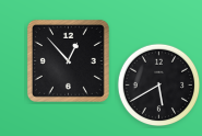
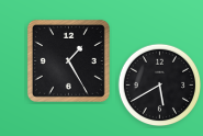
clock at (68, 60): 12:53 -> 1:25
